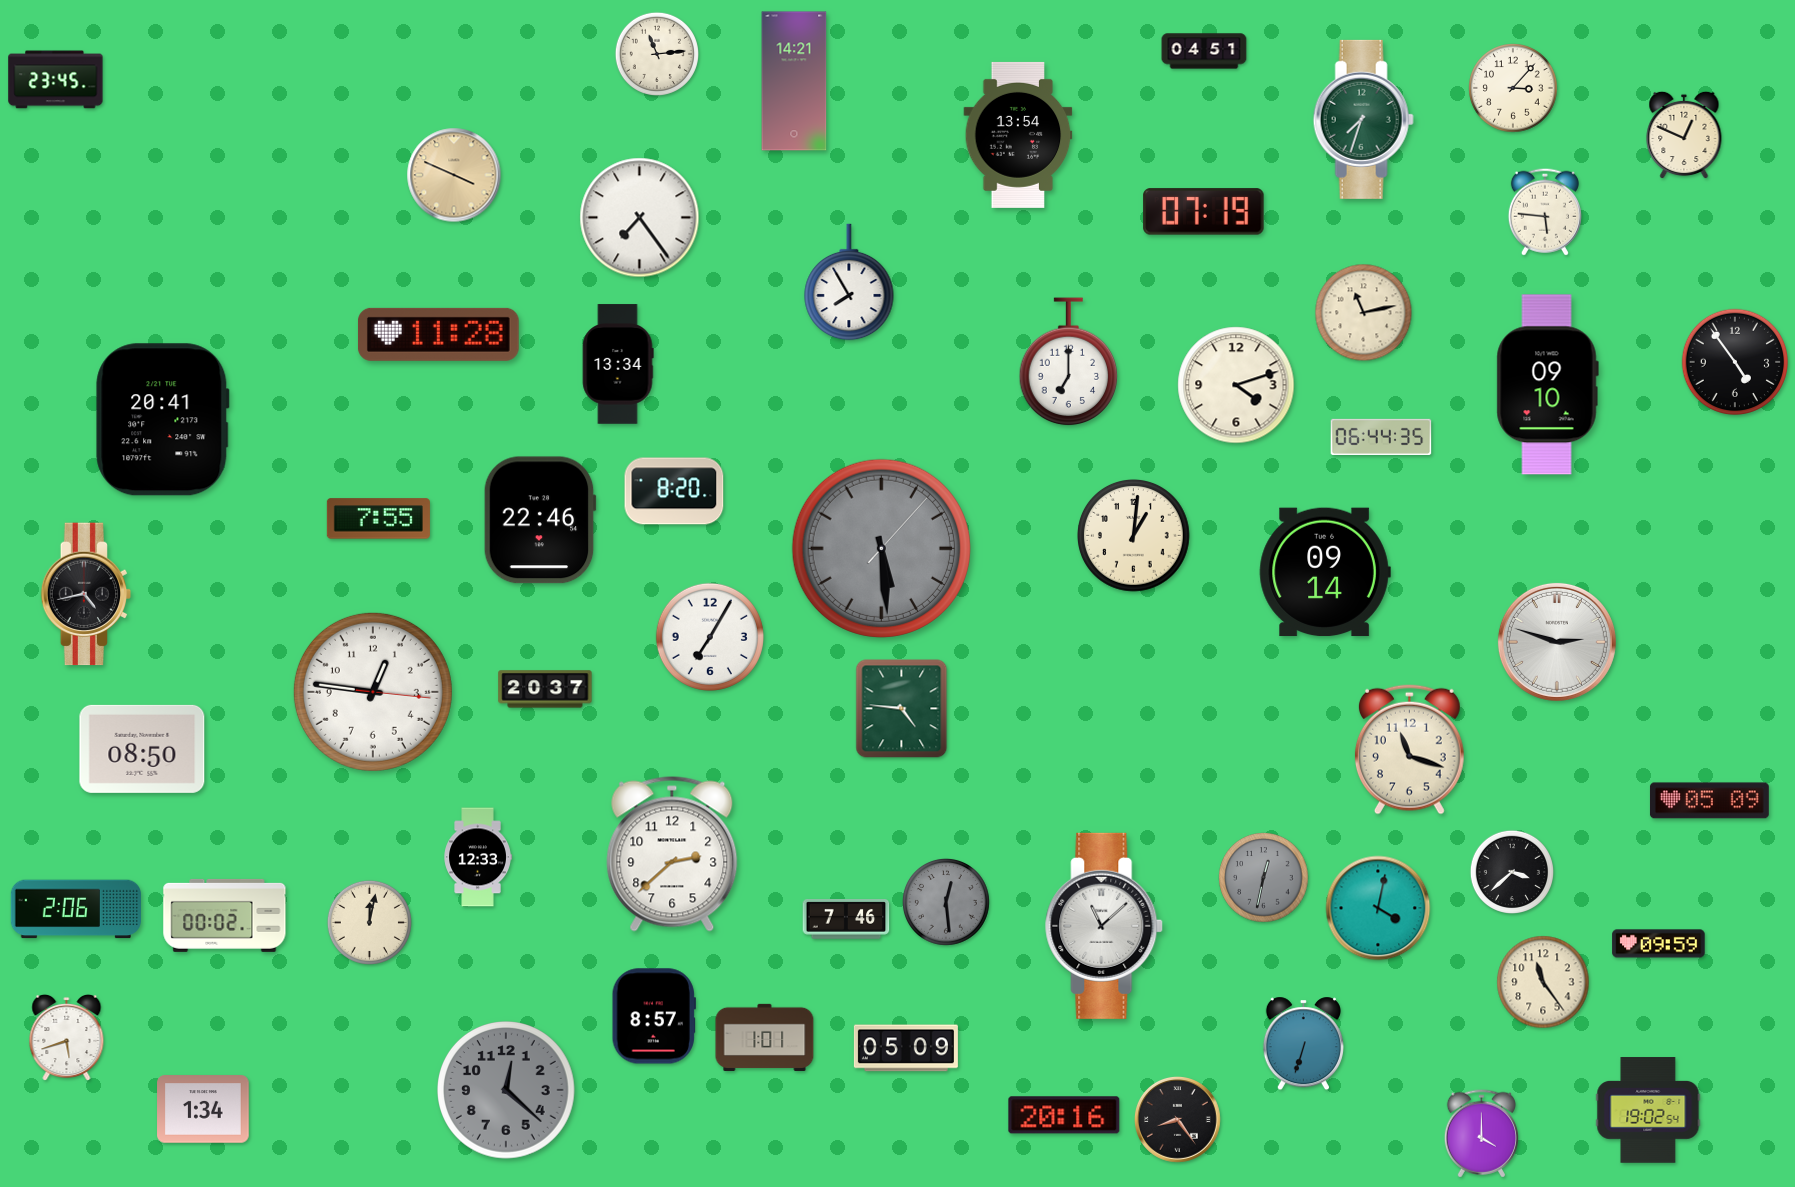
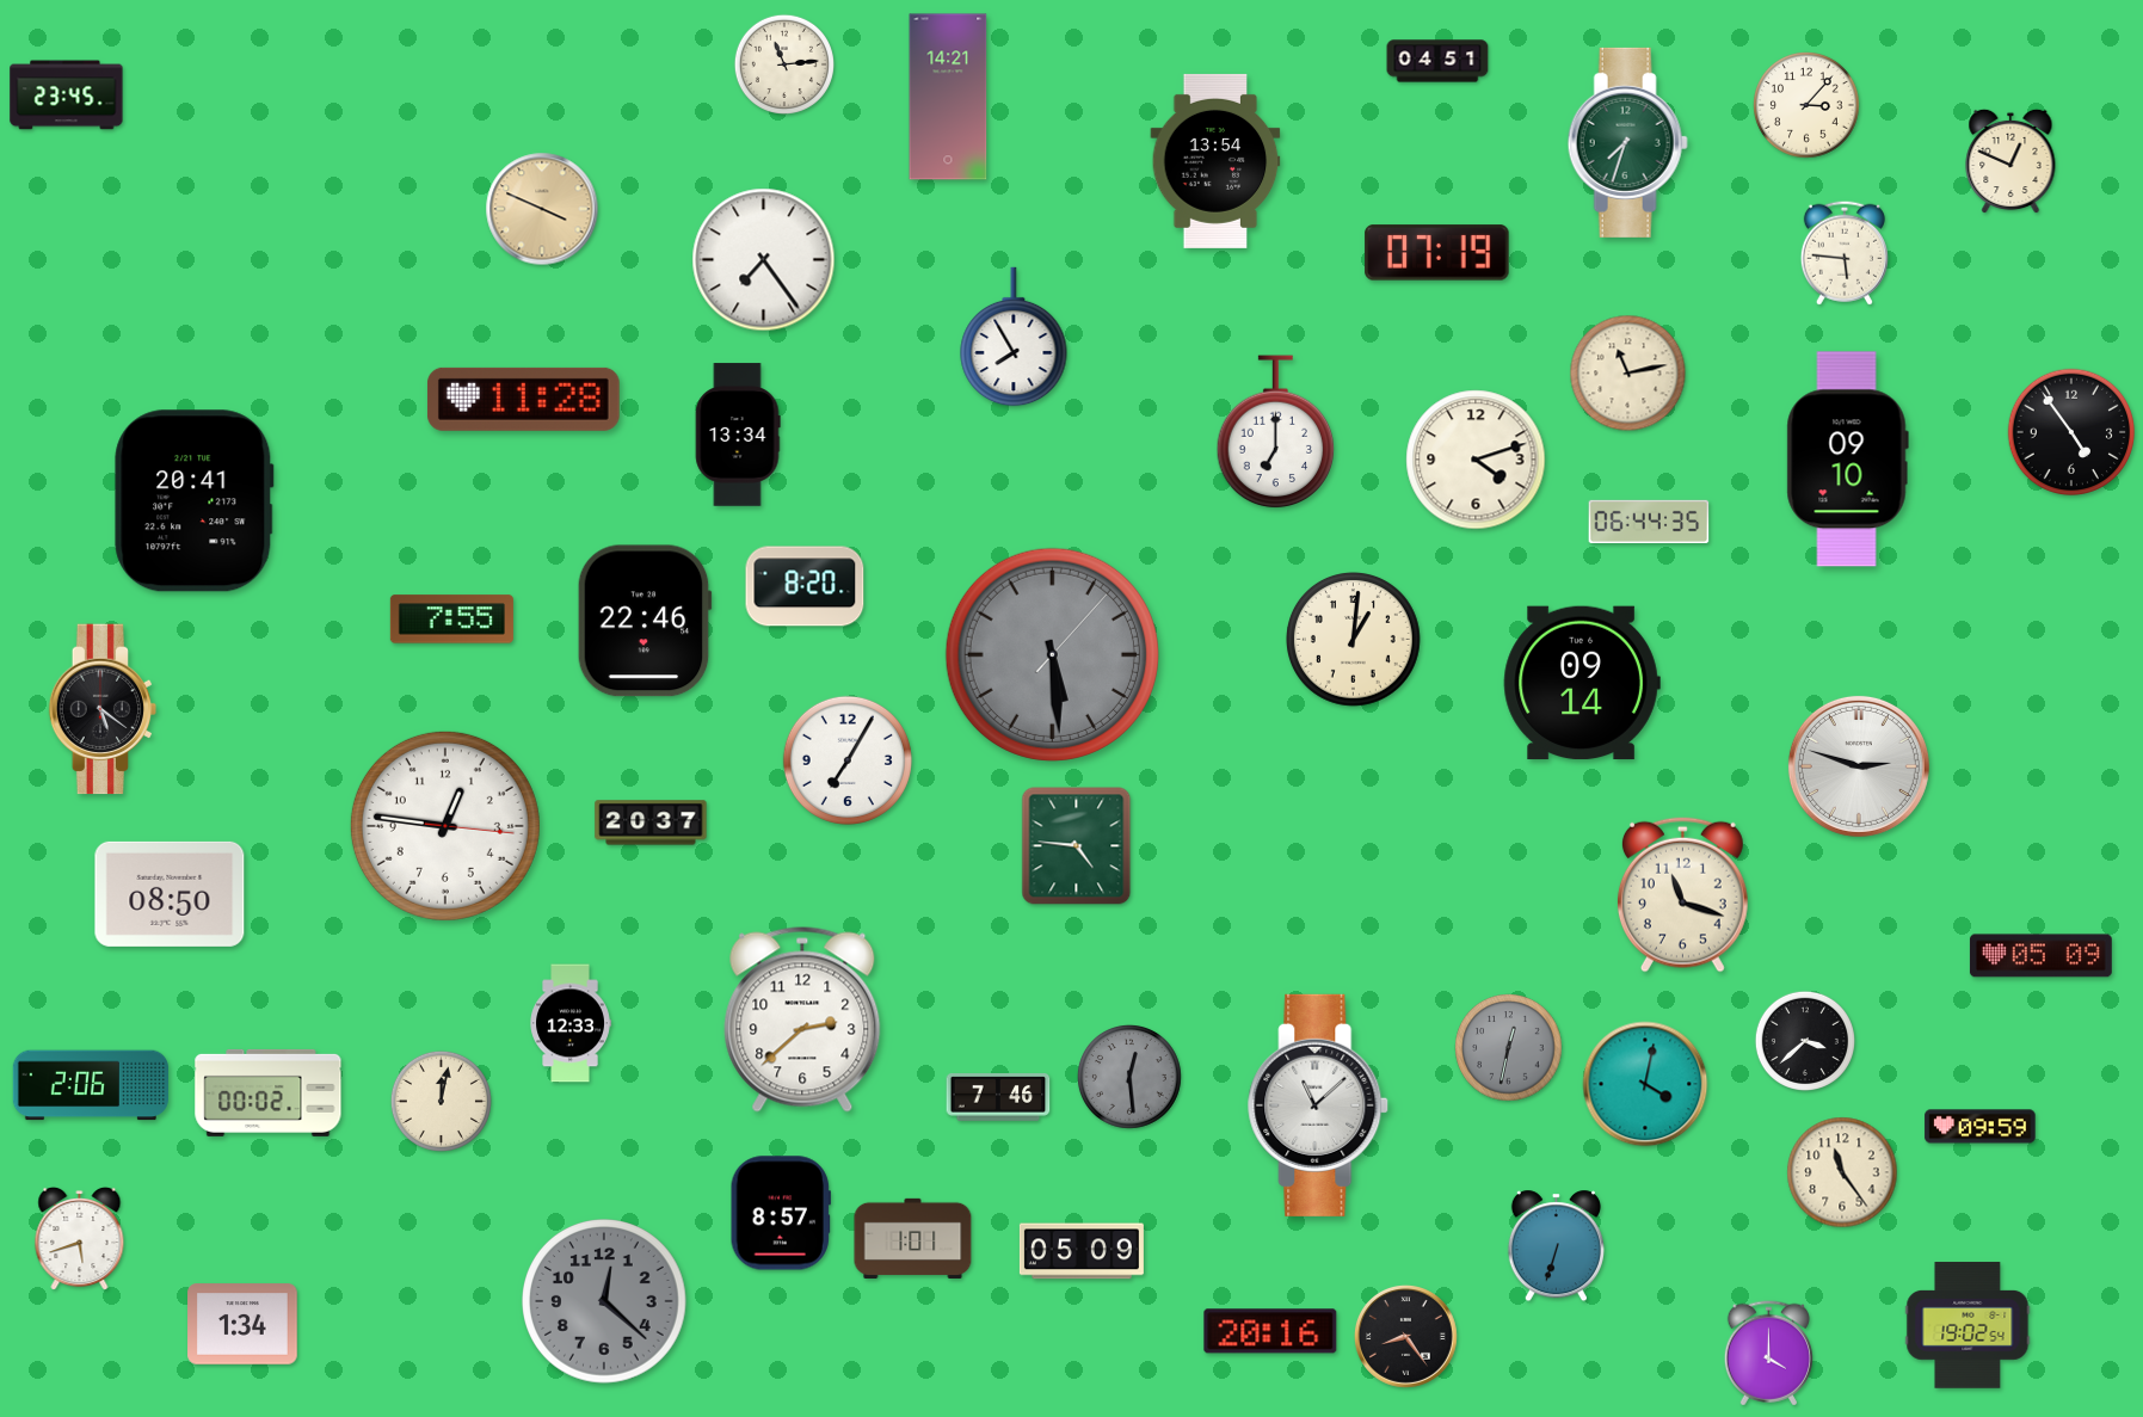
clock at (86, 594): 4:43 -> 5:21
clock at (846, 920) position: (846, 920) -> (998, 1098)
